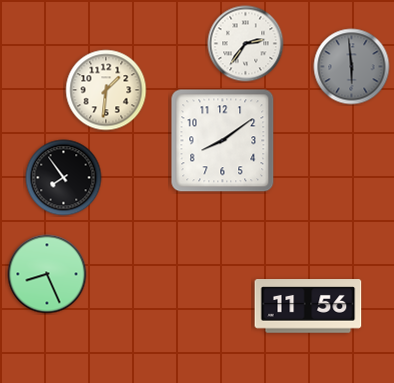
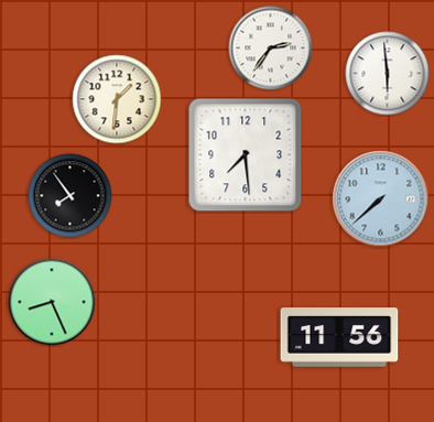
clock at (352, 67) dial: grey -> white
clock at (223, 141): 8:09 -> 7:29
clock at (381, 199): none -> 7:38
